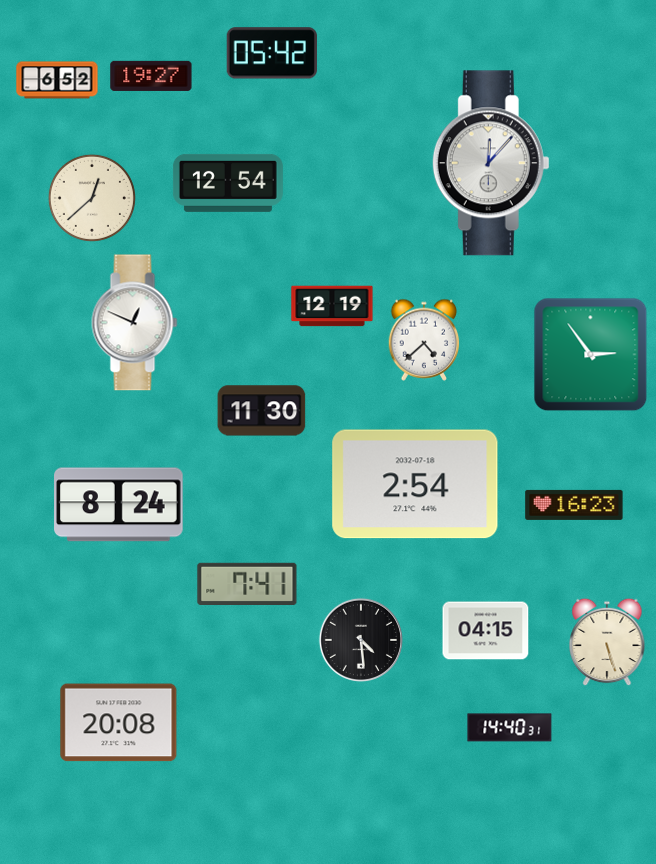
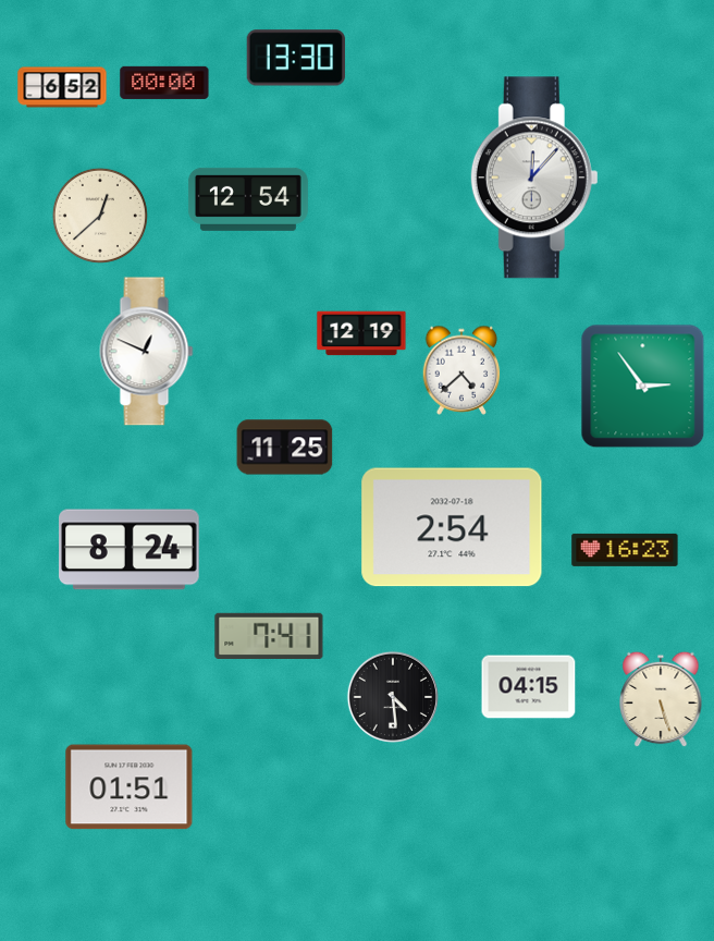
clock at (272, 53): 05:42 -> 13:30
clock at (151, 76): 19:27 -> 00:00
clock at (262, 411): 11:30 -> 11:25
clock at (119, 723): 20:08 -> 01:51
clock at (510, 728): 14:40 -> none
